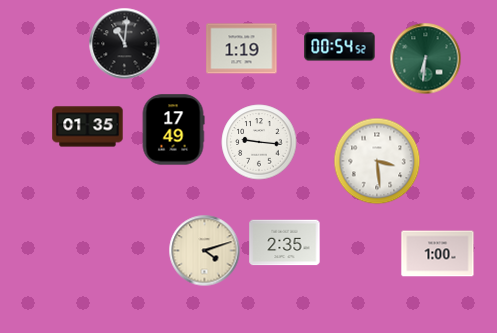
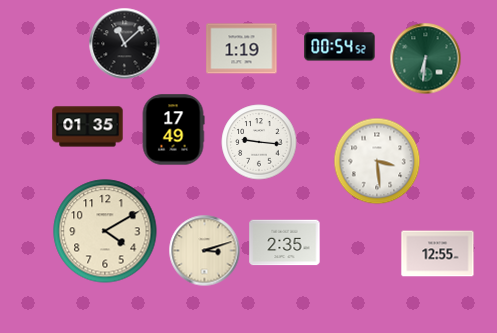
clock at (125, 44): 11:01 -> 11:08
clock at (105, 231): none -> 4:10
clock at (205, 251): 4:12 -> 3:12
clock at (438, 254): 1:00 -> 12:55
